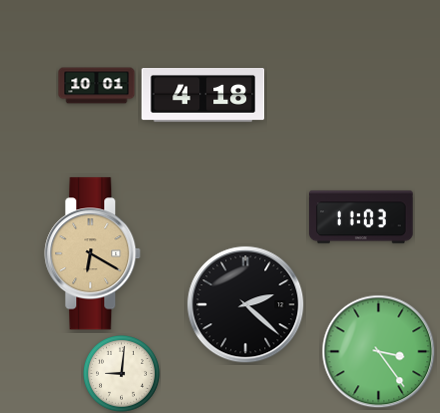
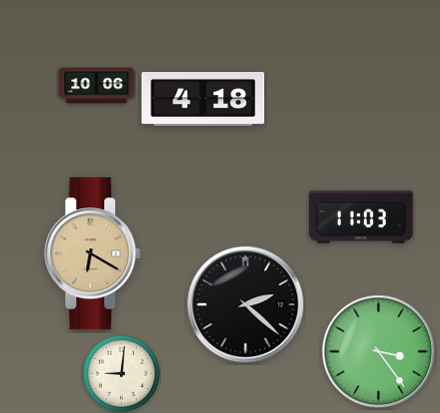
clock at (97, 86): 10:01 -> 10:06
clock at (203, 95) position: (203, 95) -> (203, 99)
